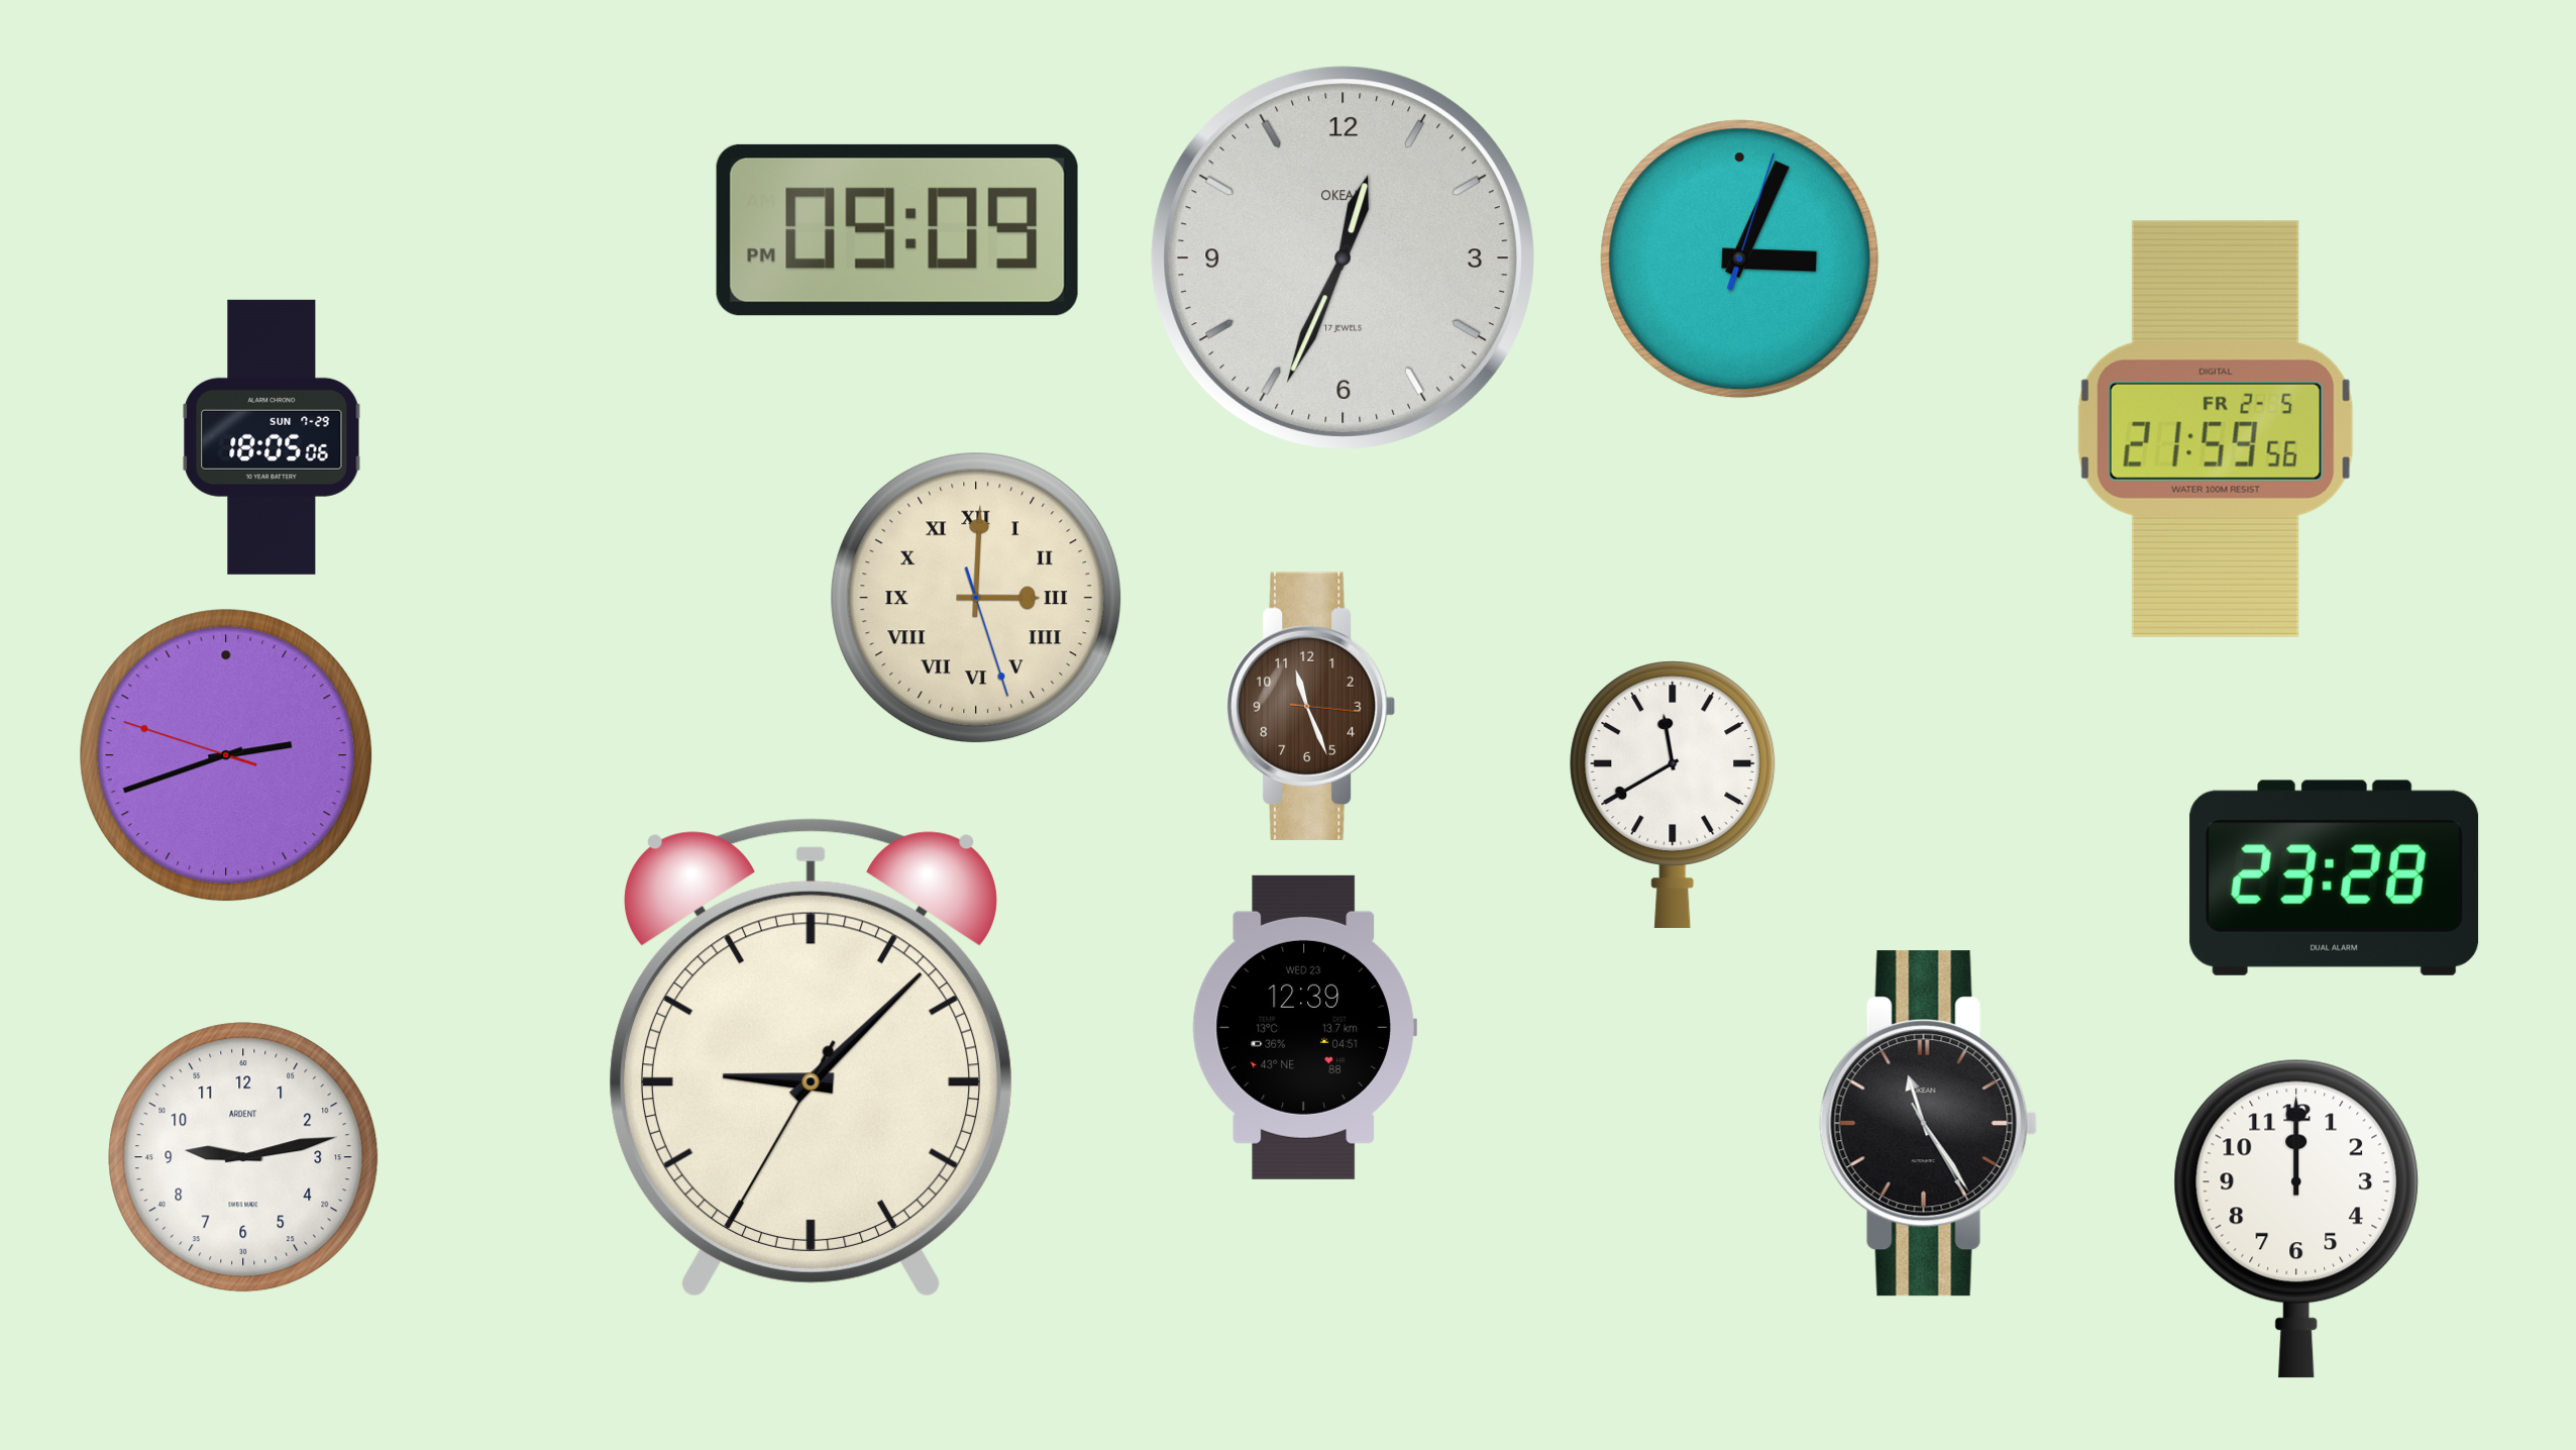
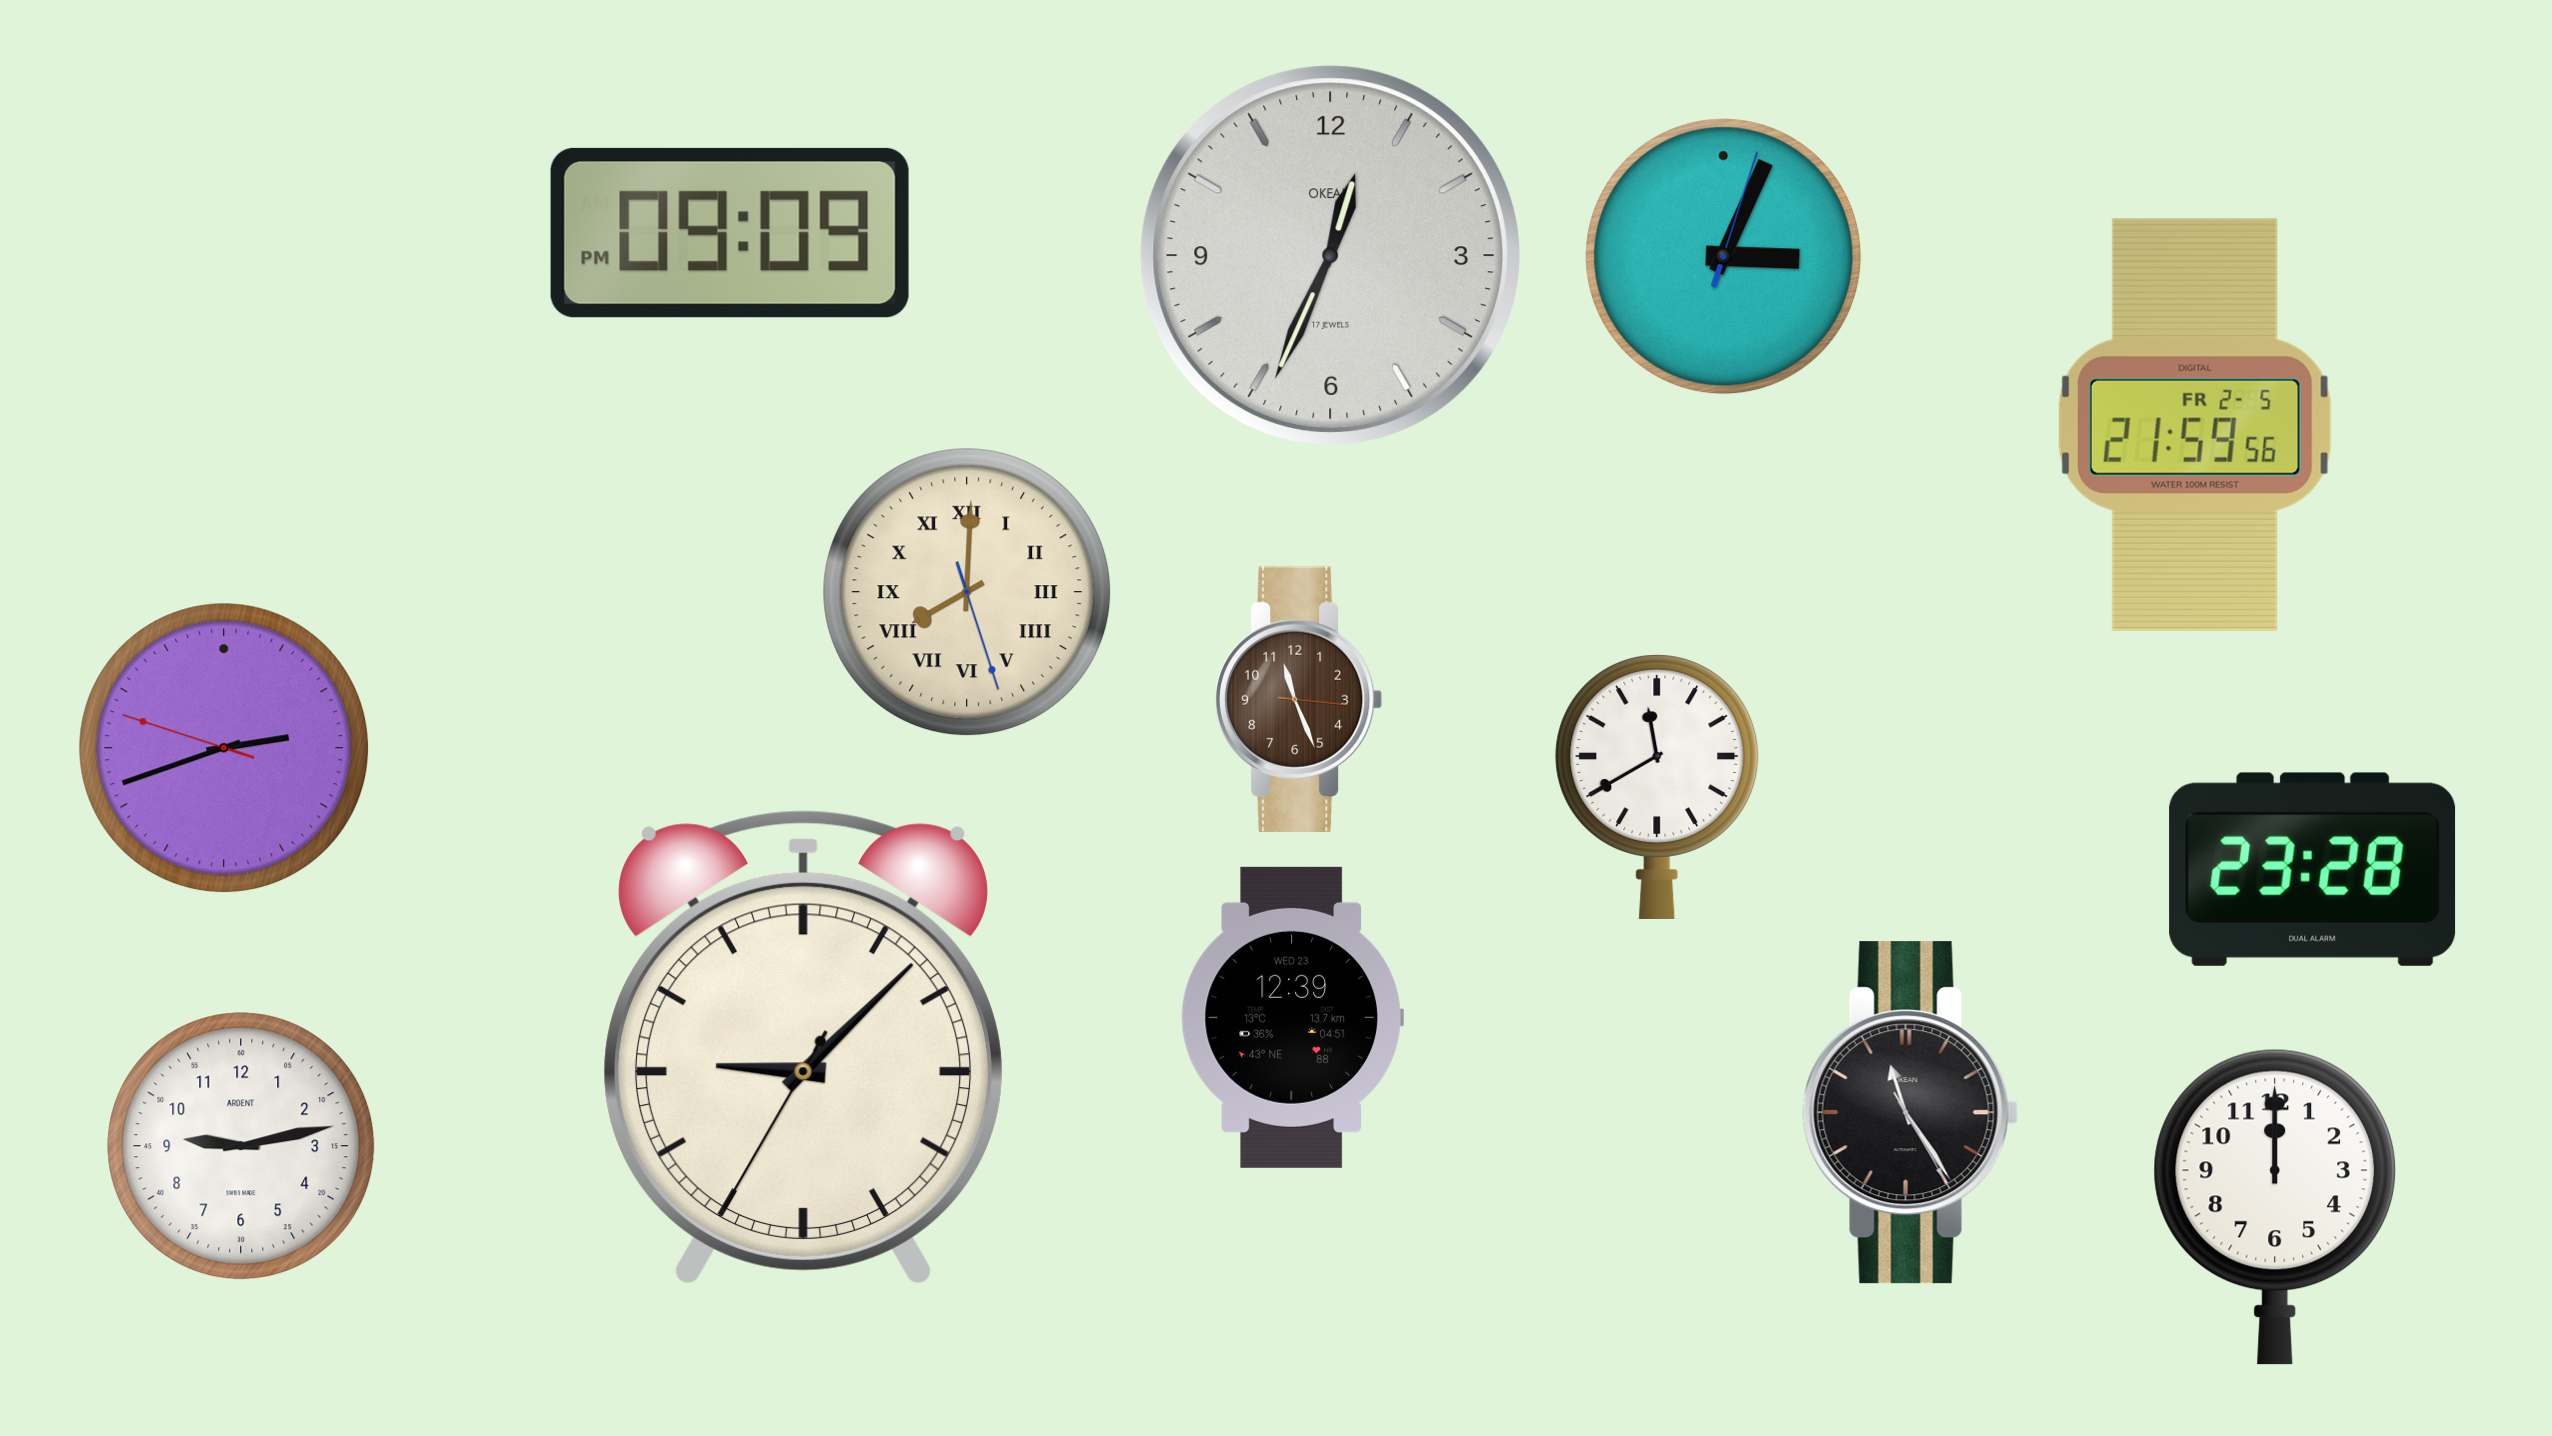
clock at (897, 230) position: (897, 230) -> (730, 233)
clock at (272, 437): 18:05 -> none
clock at (976, 598): 3:00 -> 8:00
